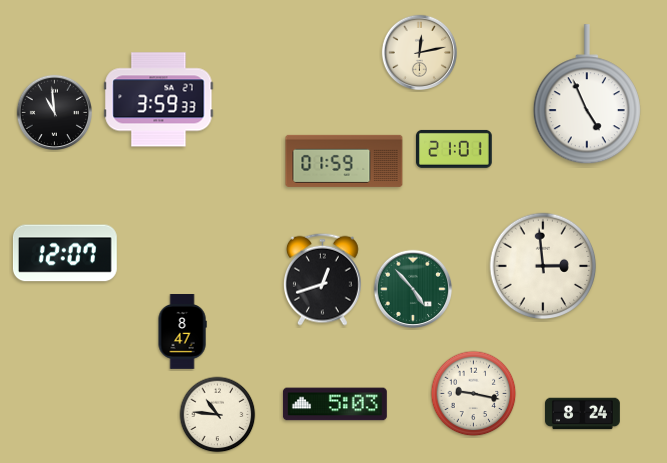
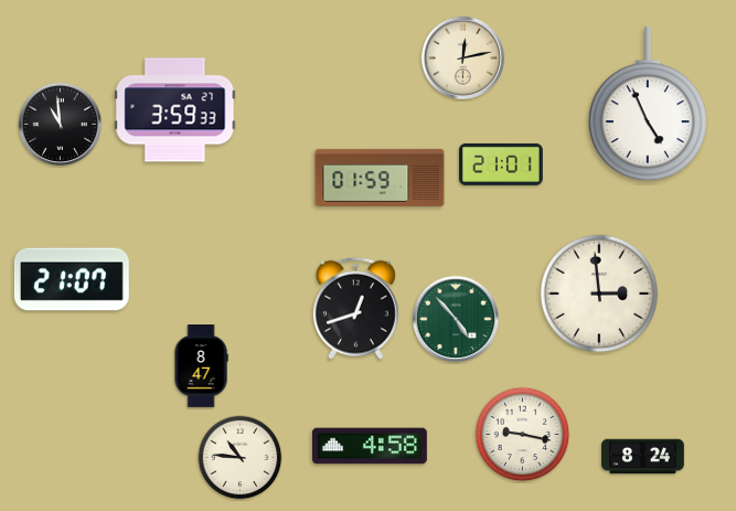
clock at (65, 253): 12:07 -> 21:07
clock at (335, 404): 5:03 -> 4:58
